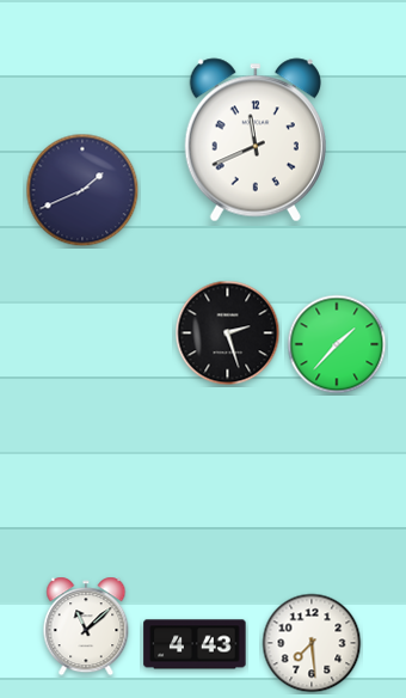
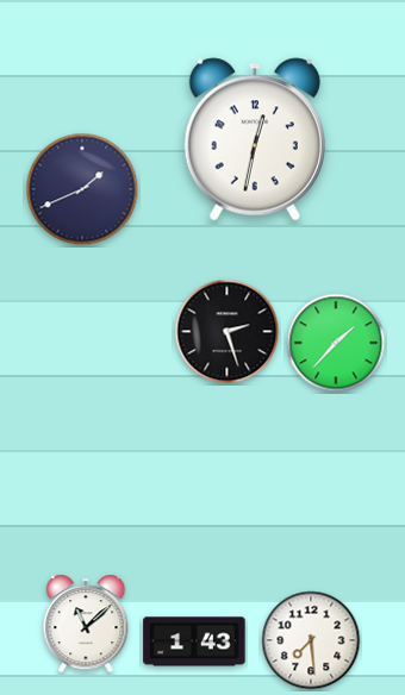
clock at (256, 140): 11:41 -> 12:32
clock at (195, 644): 4:43 -> 1:43
